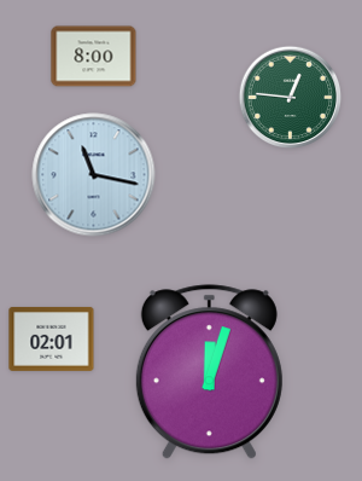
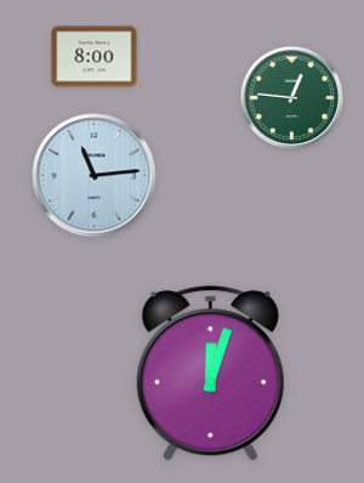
clock at (94, 175): 11:17 -> 11:14
clock at (52, 338): 02:01 -> none
